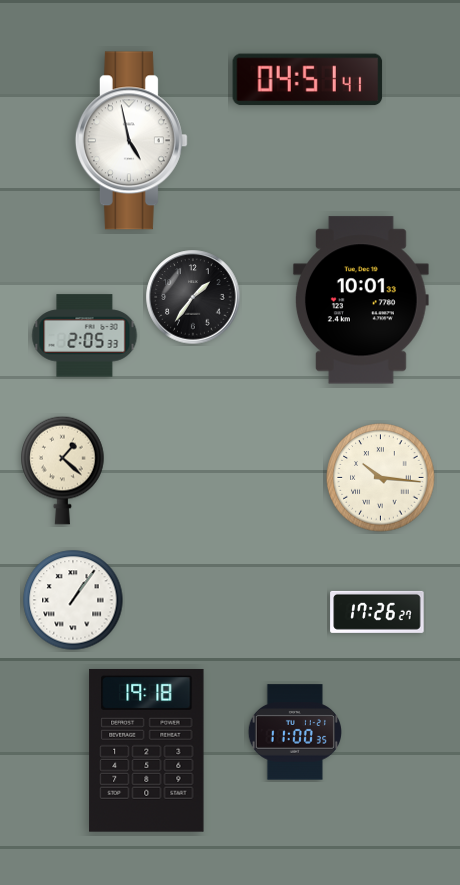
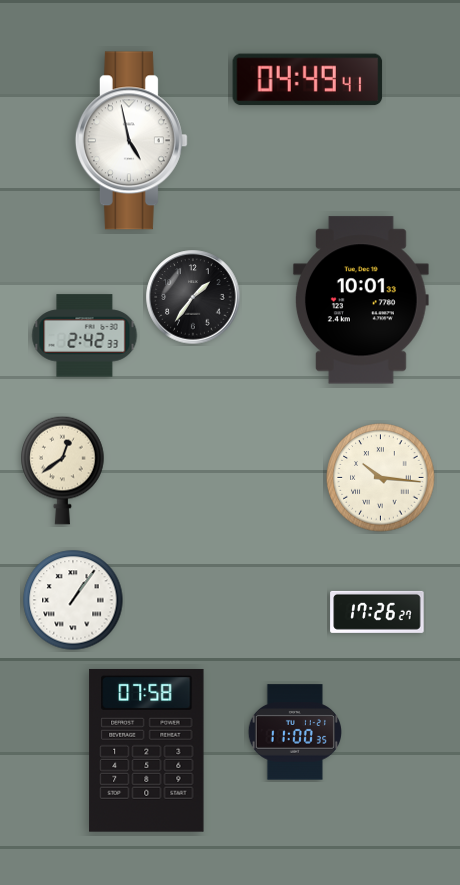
clock at (308, 80): 04:51 -> 04:49
clock at (85, 336): 2:05 -> 2:42
clock at (63, 470): 1:22 -> 12:39
clock at (147, 750): 19:18 -> 07:58
